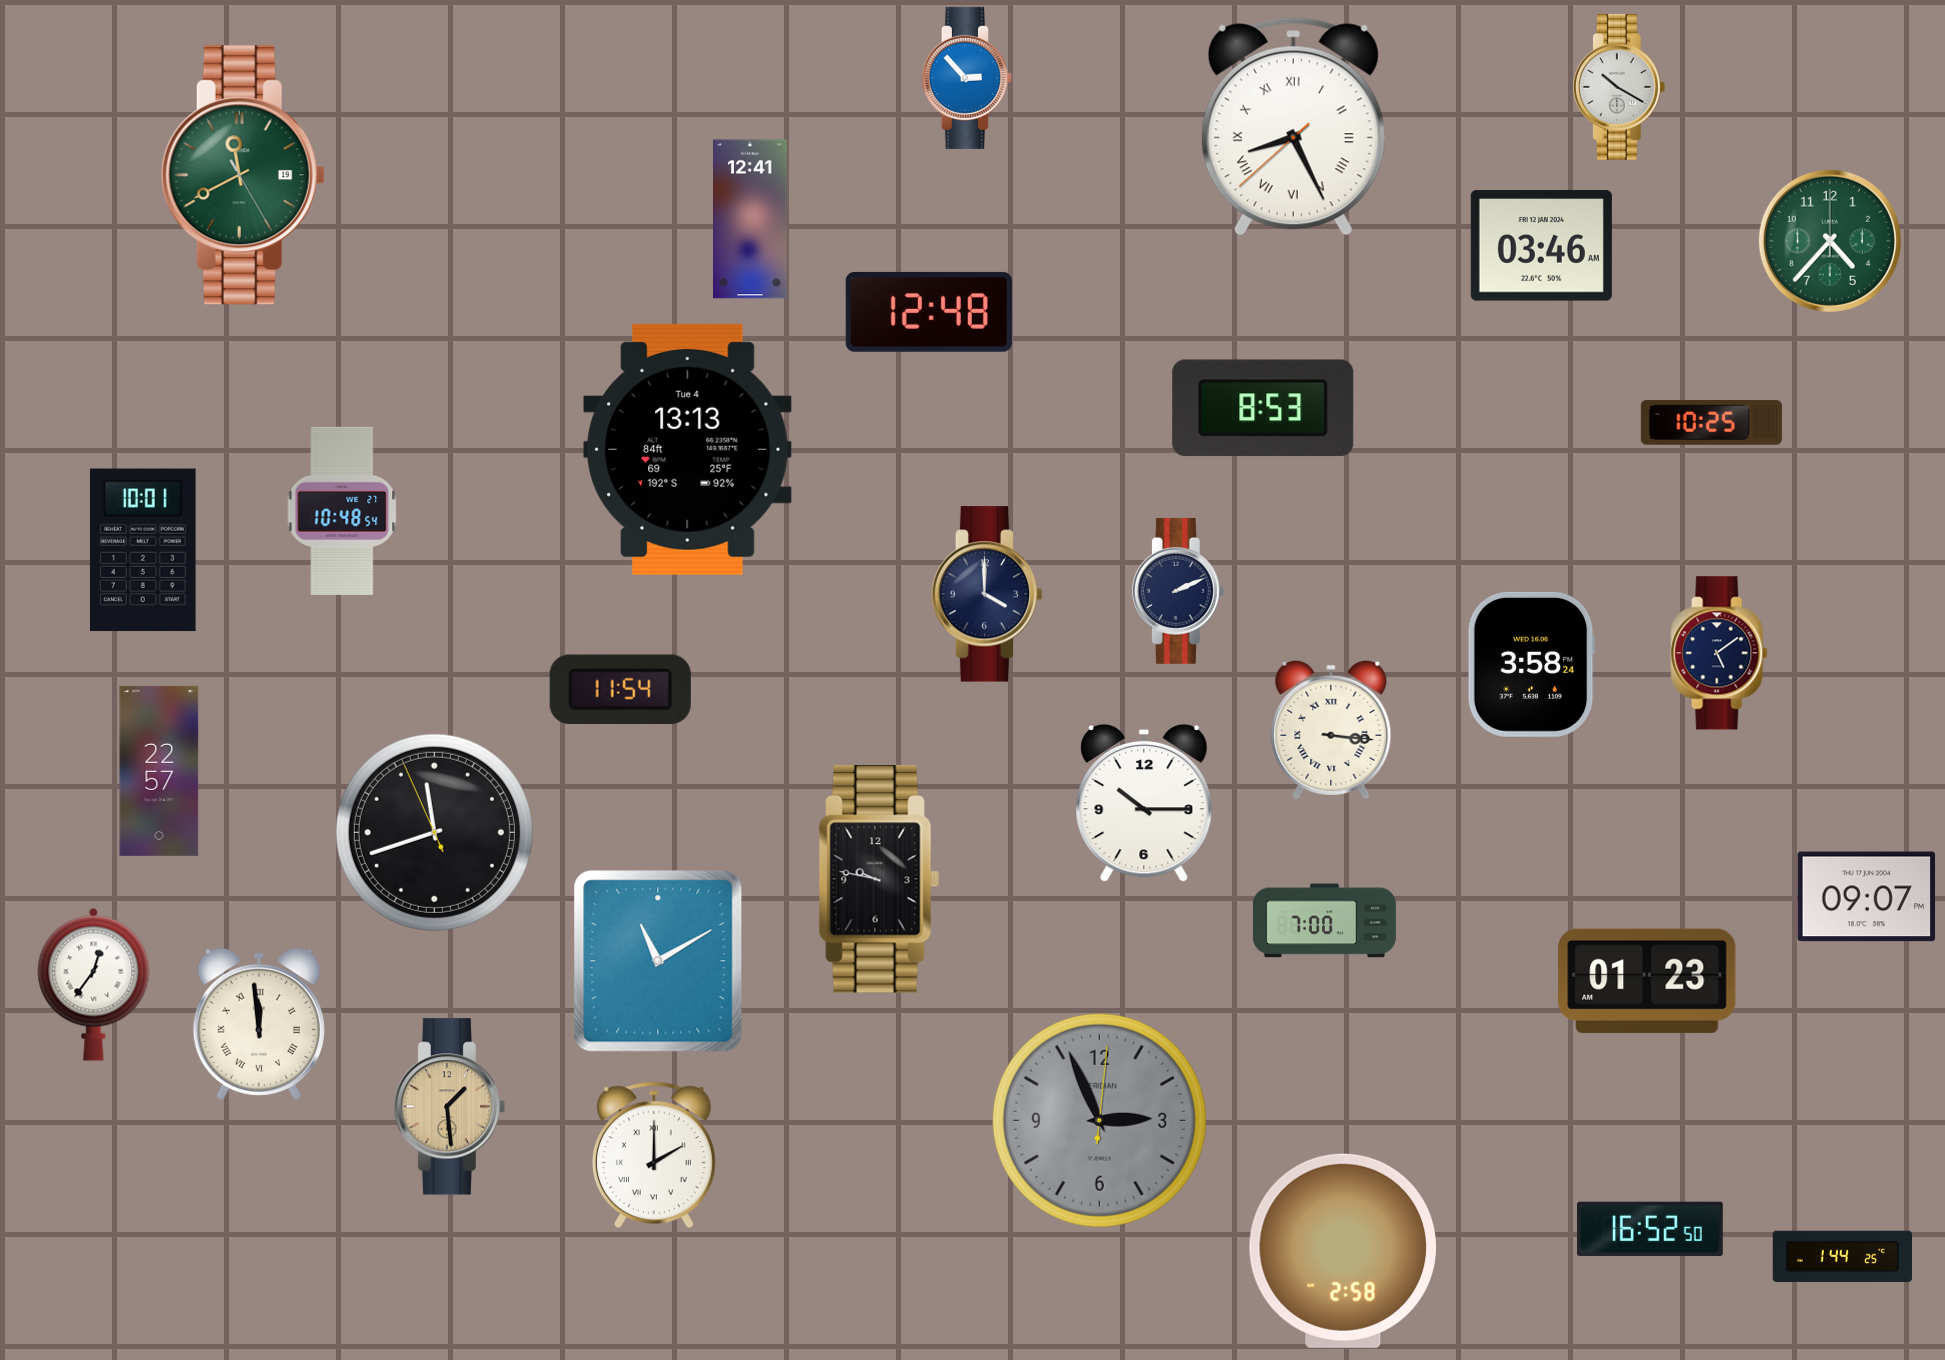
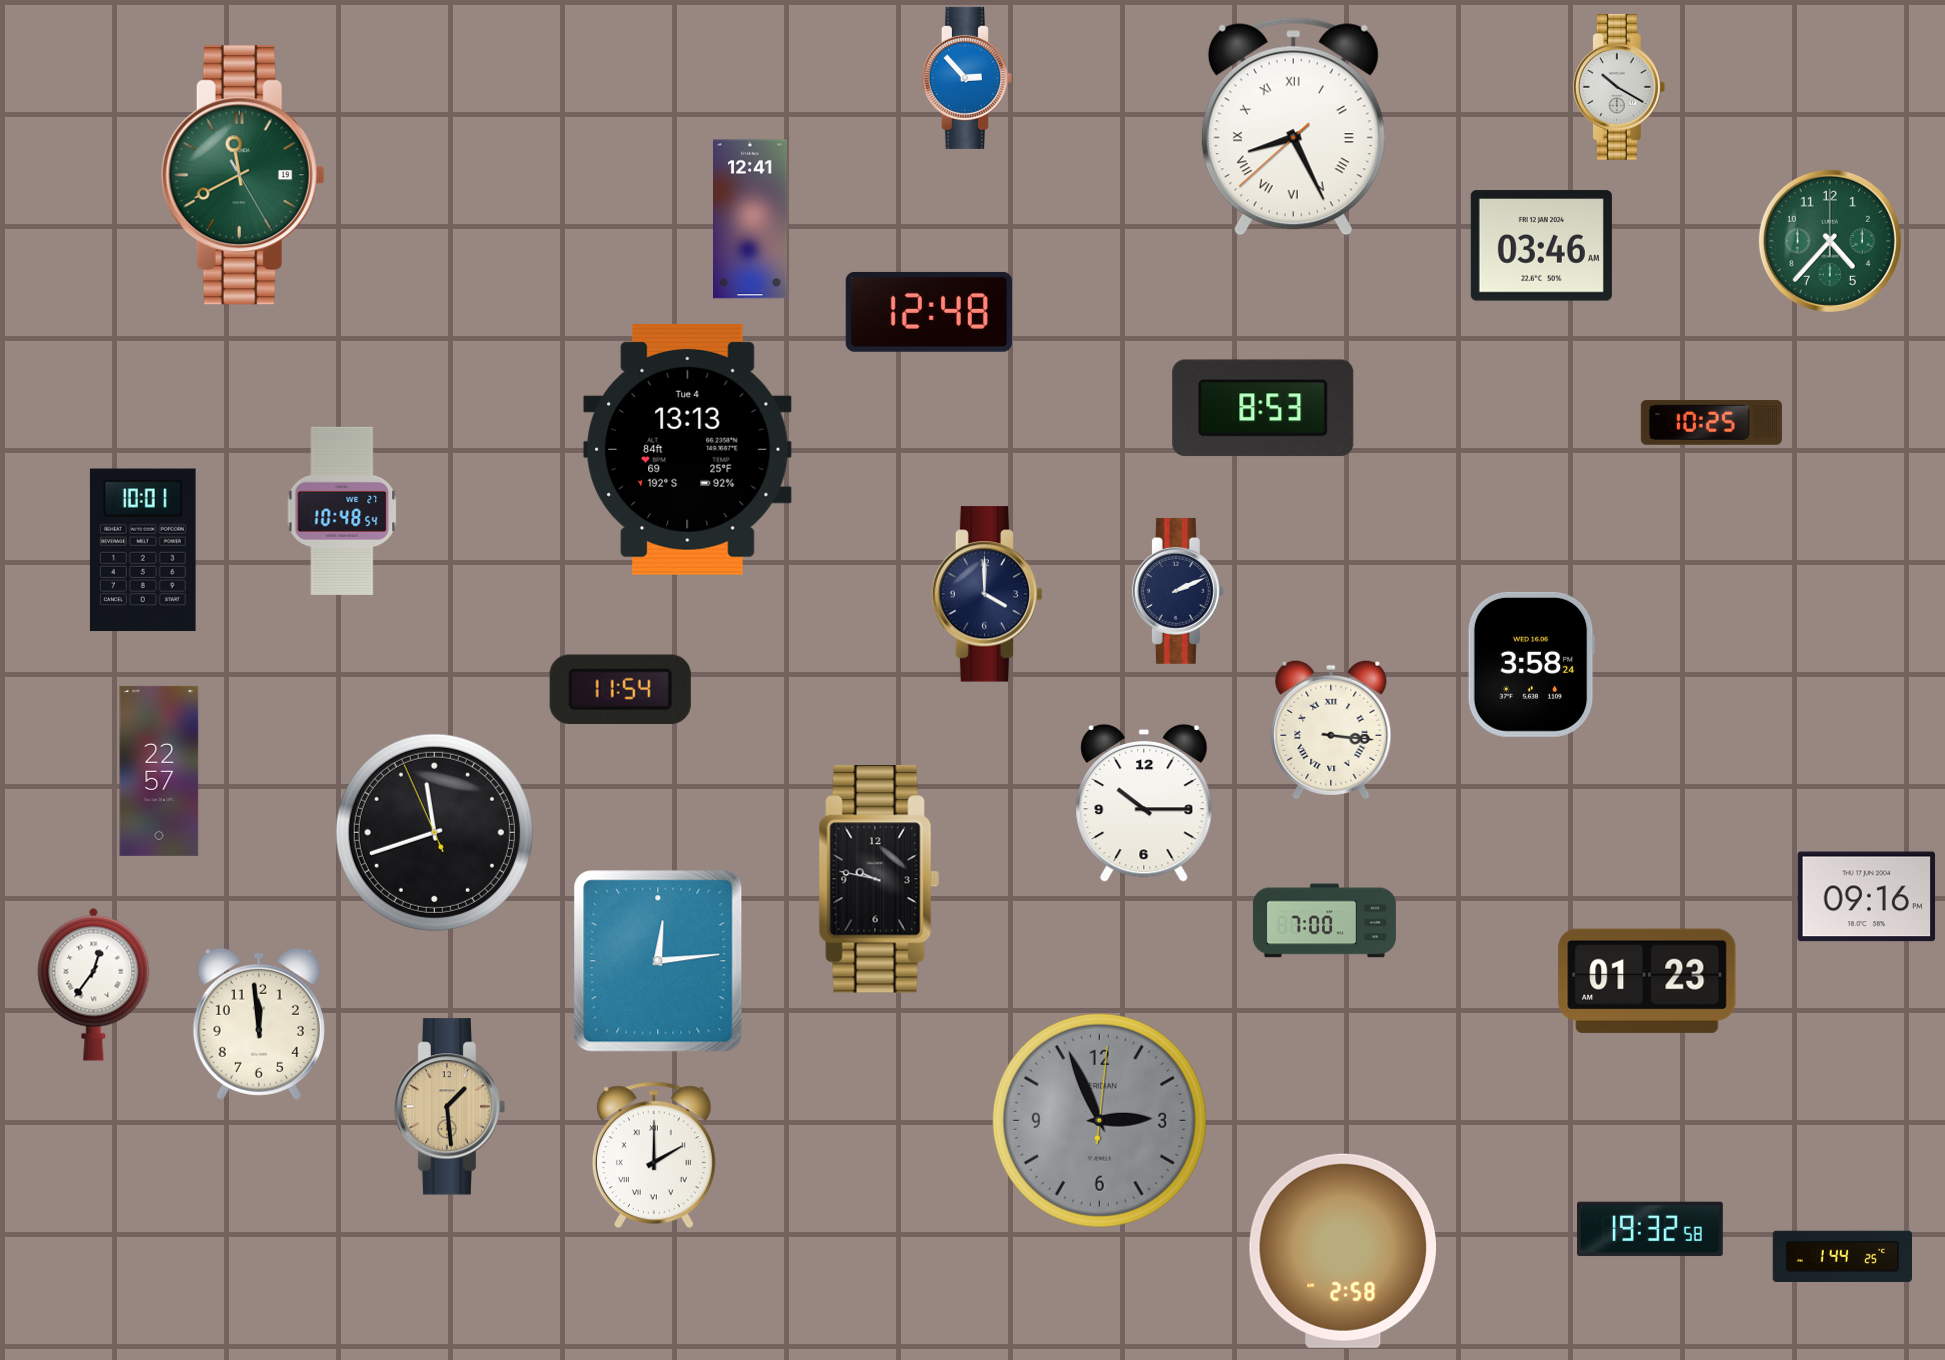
clock at (1719, 653): 5:09 -> none
clock at (1867, 897): 09:07 -> 09:16
clock at (658, 961): 11:10 -> 12:14
clock at (259, 1024) numerals: Roman -> Arabic
clock at (1651, 1229): 16:52 -> 19:32
